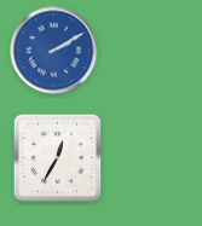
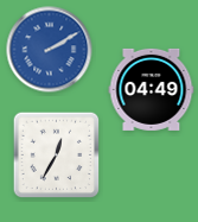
clock at (54, 51) position: (54, 51) -> (50, 50)
clock at (152, 89): none -> 04:49
